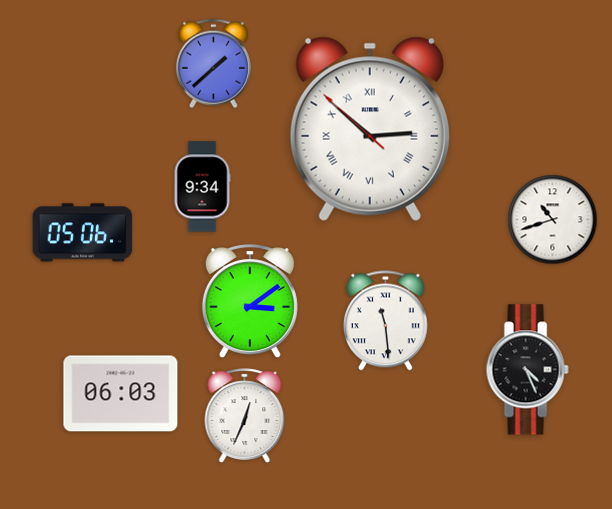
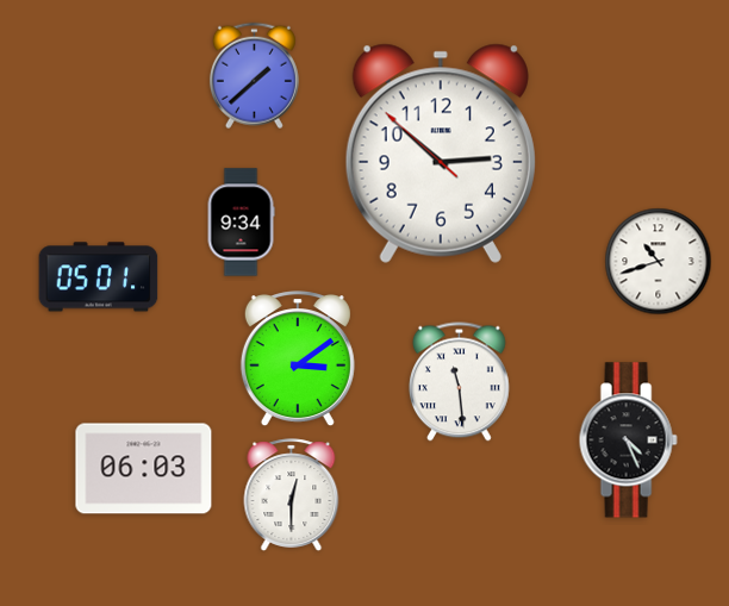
clock at (370, 129) numerals: Roman -> Arabic
clock at (83, 233): 05:06 -> 05:01
clock at (245, 416): 12:34 -> 12:30
